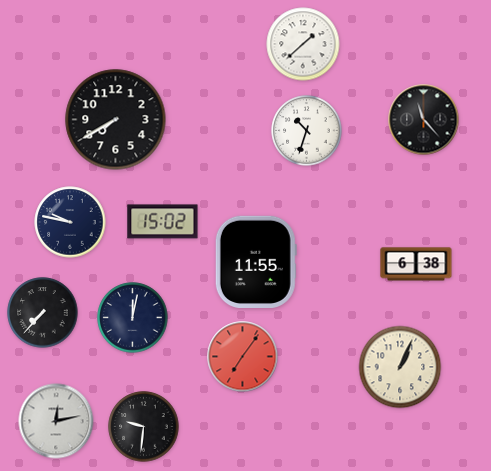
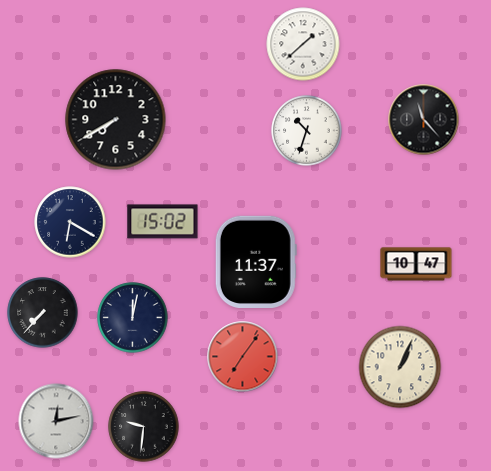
clock at (70, 222): 9:47 -> 6:20
clock at (256, 261): 11:55 -> 11:37
clock at (416, 264): 6:38 -> 10:47
